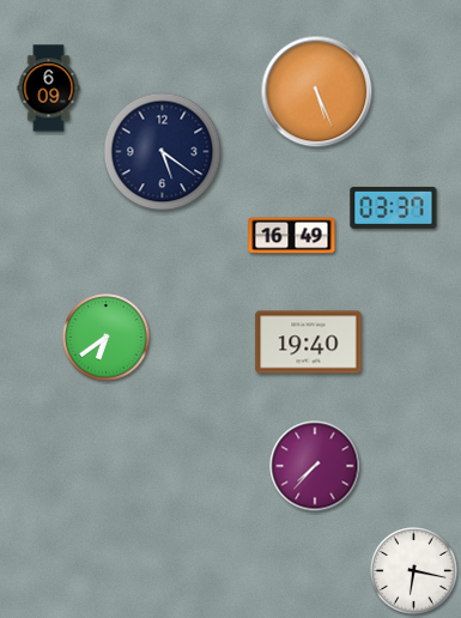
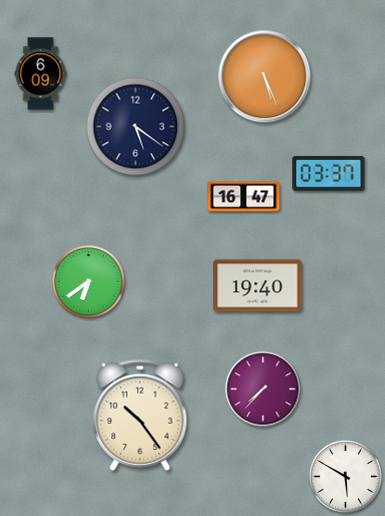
clock at (292, 236): 16:49 -> 16:47
clock at (140, 415): none -> 10:24
clock at (414, 571): 6:17 -> 5:50
